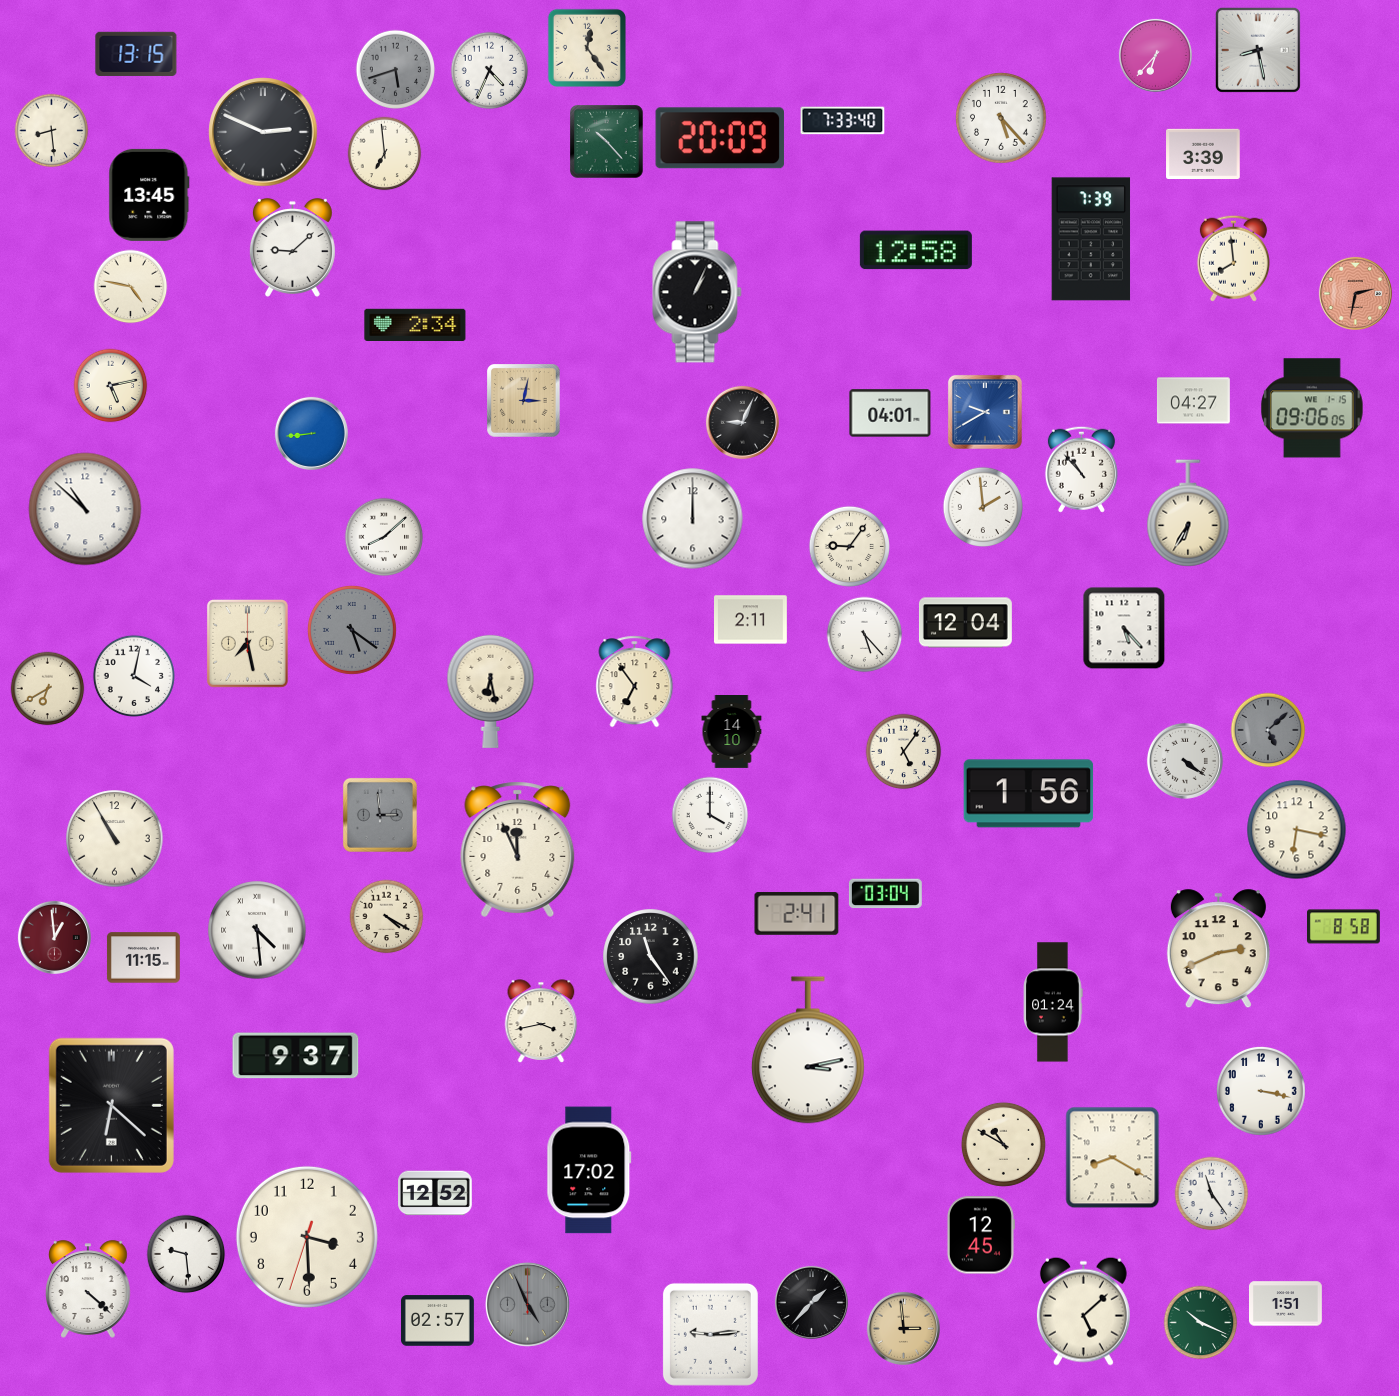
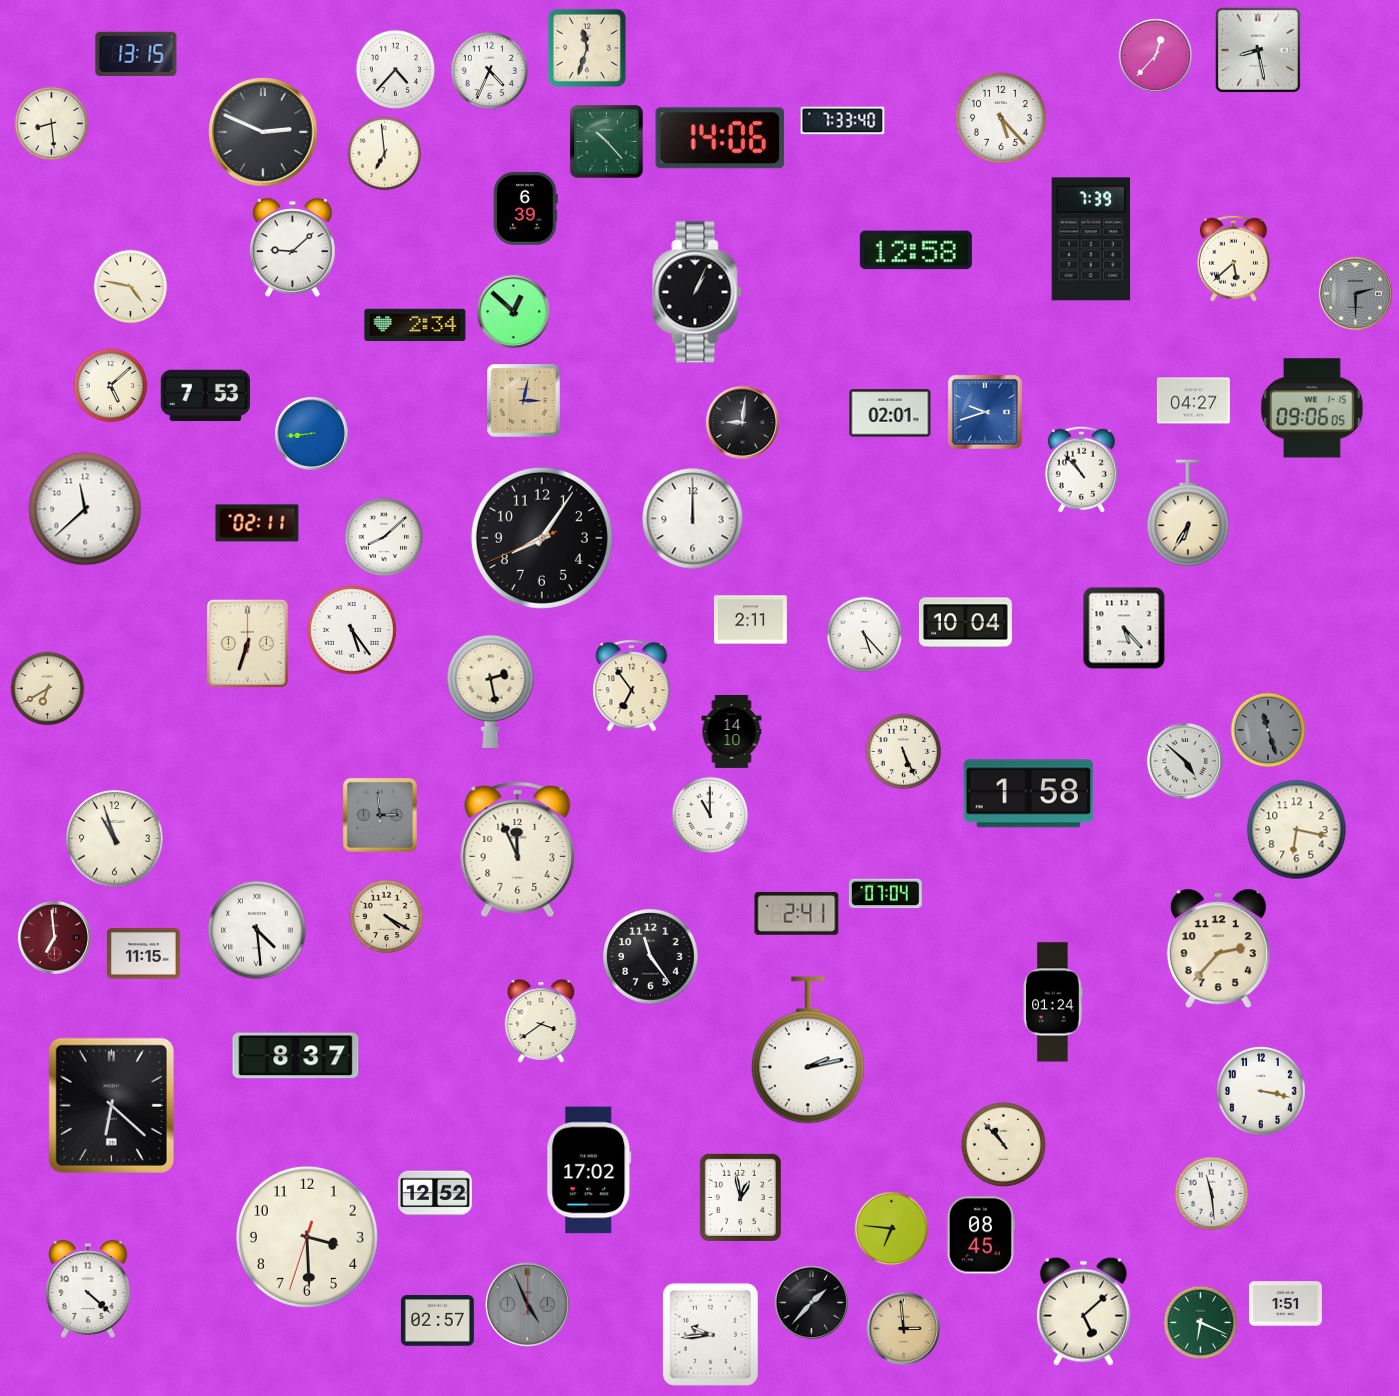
clock at (587, 48): 12:24 -> 11:33
clock at (1155, 55): 6:37 -> 12:37
clock at (396, 70): 5:42 -> 4:37
clock at (396, 70) dial: grey -> white
clock at (52, 131) position: (52, 131) -> (52, 124)
clock at (719, 138): 20:09 -> 14:06
clock at (1203, 153): 3:39 -> none
clock at (149, 195): 13:45 -> none
clock at (526, 208): none -> 6:39
clock at (1233, 258): 7:59 -> 5:38
clock at (1355, 293): 2:32 -> 2:30
clock at (1355, 293) dial: salmon -> grey
clock at (513, 311): none -> 12:52
clock at (111, 386): 5:13 -> 5:08
clock at (206, 396): none -> 7:53
clock at (985, 412): 9:40 -> 9:42
clock at (890, 413): 04:01 -> 02:01
clock at (742, 422): 9:04 -> 9:01
clock at (982, 506): 1:59 -> none
clock at (85, 509): 10:52 -> 11:38
clock at (257, 523): none -> 02:11
clock at (542, 538): none -> 8:05
clock at (849, 546): 9:06 -> none
clock at (965, 623): 12:04 -> 10:04
clock at (353, 631): 5:21 -> 5:24
clock at (353, 631) dial: grey -> white
clock at (247, 643): 7:28 -> 6:33
clock at (134, 676): 4:02 -> none
clock at (635, 682) position: (635, 682) -> (632, 686)
clock at (491, 691): 6:28 -> 2:28
clock at (1268, 730): 5:08 -> 11:27
clock at (904, 752): 5:06 -> 5:26
clock at (1185, 761): 4:21 -> 4:52
clock at (1029, 794): 1:56 -> 1:58
clock at (710, 815): 4:00 -> 11:00
clock at (115, 839): 10:55 -> 10:57
clock at (885, 894): 03:04 -> 07:04
clock at (1344, 927): 8:58 -> none
clock at (54, 937): 12:59 -> 6:59
clock at (1218, 949): 2:41 -> 2:37
clock at (143, 958) position: (143, 958) -> (143, 954)
clock at (541, 1021): 3:43 -> 3:39
clock at (808, 1050): 3:13 -> 2:13
clock at (296, 1056): 9:37 -> 8:37
clock at (1003, 1144): 10:50 -> 10:53
clock at (1113, 1158): 8:20 -> none
clock at (1212, 1194): 11:24 -> 11:29
clock at (740, 1197): none -> 12:58
clock at (892, 1229): none -> 6:46
clock at (980, 1235): 12:45 -> 08:45
clock at (186, 1254): 9:29 -> none
clock at (1201, 1323): 10:19 -> 6:19
clock at (710, 1334): 9:14 -> 9:44
